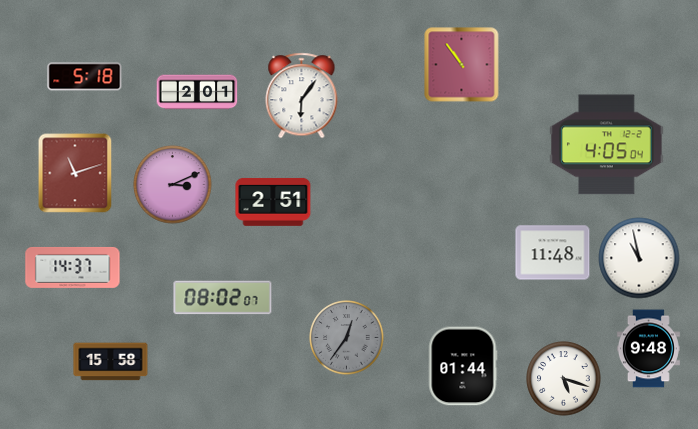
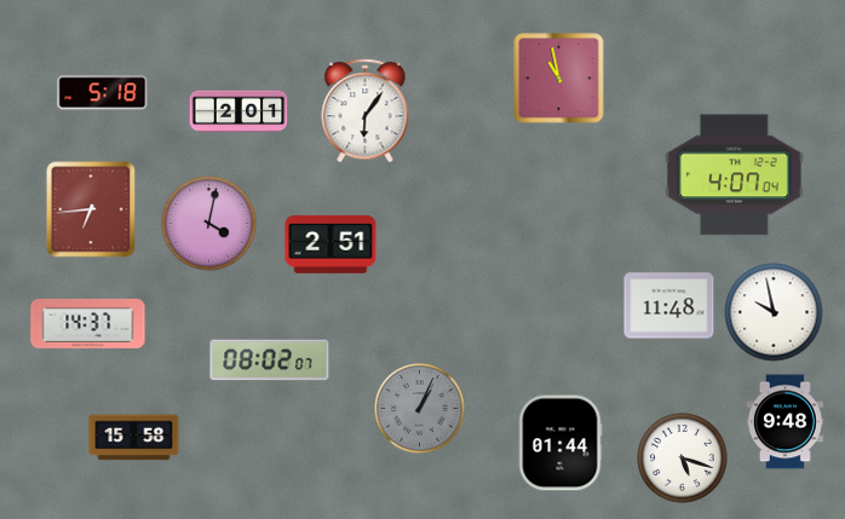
clock at (462, 65): 10:54 -> 10:58
clock at (302, 96) position: (302, 96) -> (366, 111)
clock at (607, 145): 4:05 -> 4:07
clock at (75, 173): 11:12 -> 6:44
clock at (173, 185): 3:11 -> 4:02
clock at (639, 258): 10:58 -> 9:58
clock at (347, 338): 12:36 -> 1:04
